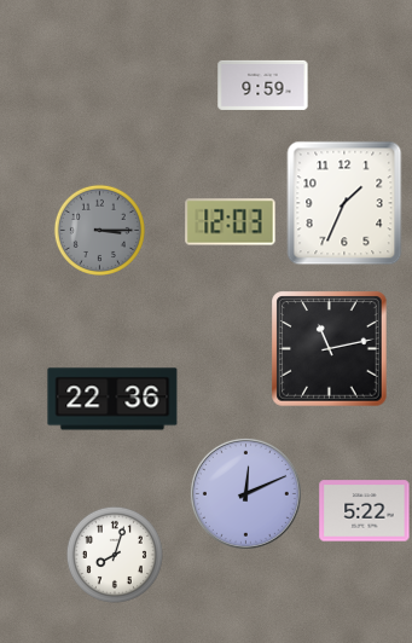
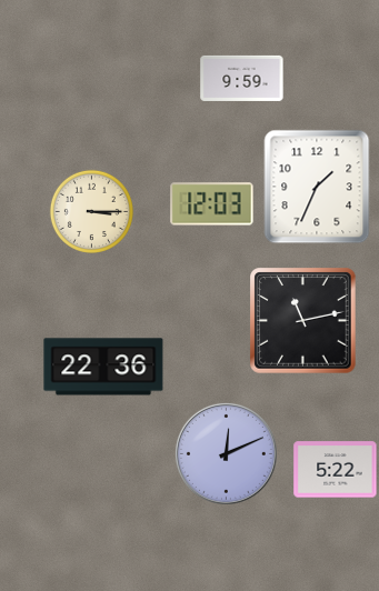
clock at (99, 230) dial: grey -> cream
clock at (115, 555): 8:03 -> none
